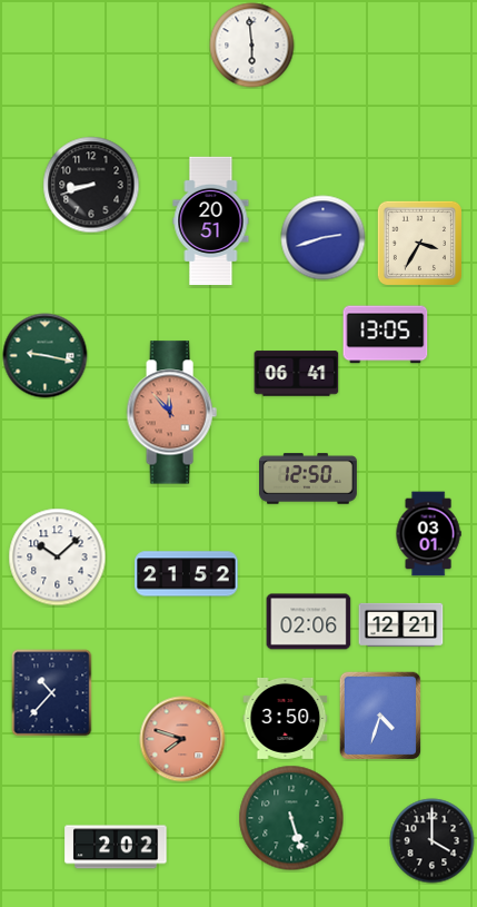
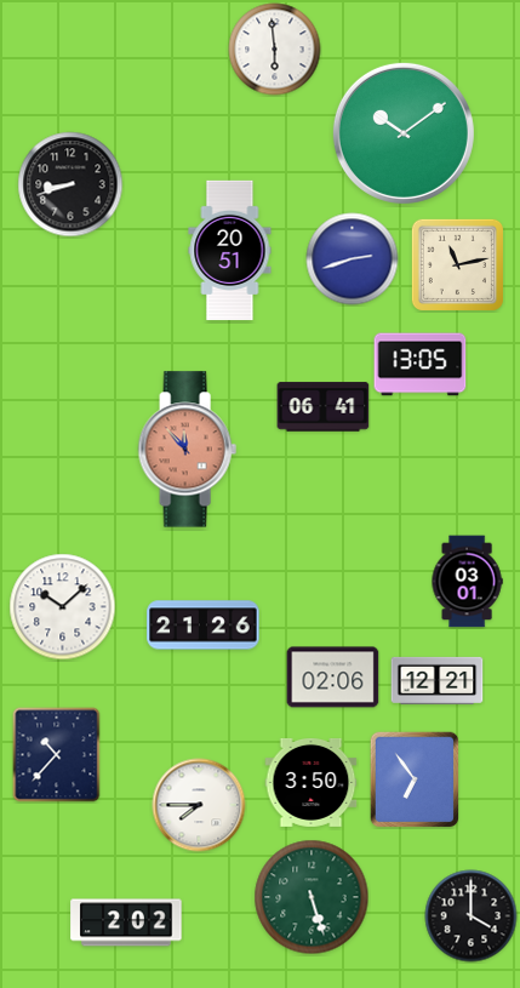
clock at (404, 133): none -> 10:09
clock at (91, 185) position: (91, 185) -> (70, 184)
clock at (211, 221) position: (211, 221) -> (230, 251)
clock at (419, 243): 3:35 -> 11:13
clock at (46, 356): 9:17 -> none
clock at (309, 479): 12:50 -> none
clock at (187, 574): 21:52 -> 21:26
clock at (309, 622) position: (309, 622) -> (333, 678)
clock at (380, 716): 4:33 -> 6:54
clock at (182, 739): 7:48 -> 7:45
clock at (182, 739) dial: salmon -> white
clock at (291, 818) position: (291, 818) -> (312, 897)
